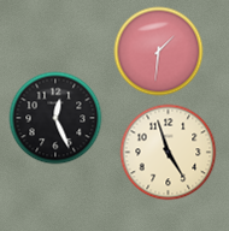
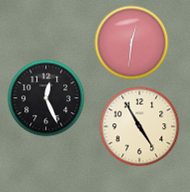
clock at (159, 52): 1:31 -> 12:31
clock at (169, 153): 4:57 -> 4:55
